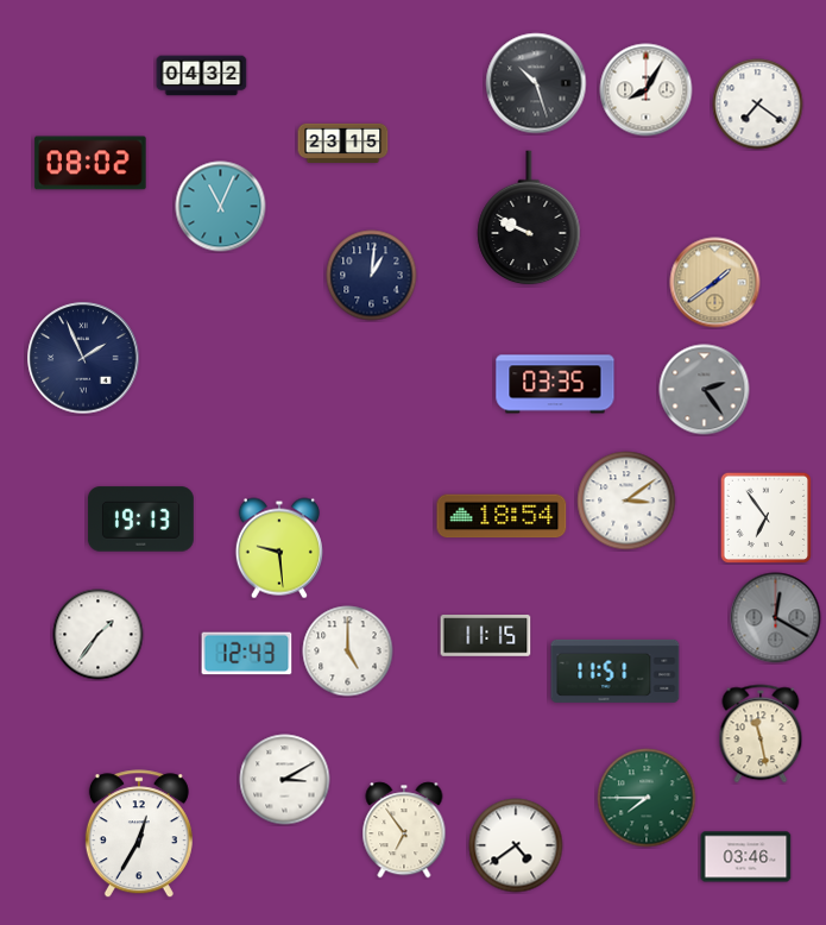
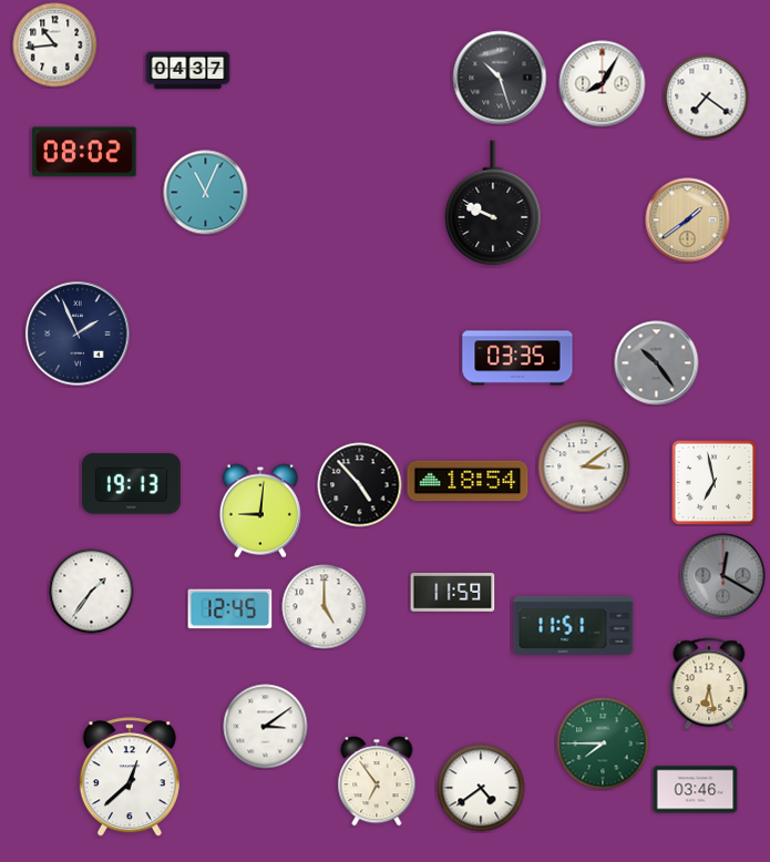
clock at (55, 45): none -> 10:44
clock at (202, 76): 04:32 -> 04:37
clock at (343, 143): 23:15 -> none
clock at (372, 276): 1:01 -> none
clock at (715, 283) position: (715, 283) -> (688, 220)
clock at (705, 390): 2:24 -> 10:24
clock at (765, 517): 6:54 -> 6:58
clock at (360, 485): none -> 4:53
clock at (279, 548): 9:29 -> 9:01
clock at (486, 636): 11:15 -> 11:59
clock at (247, 654): 12:43 -> 12:45
clock at (761, 734): 11:28 -> 6:28
clock at (285, 780): 3:10 -> 3:09
clock at (404, 830) position: (404, 830) -> (377, 781)
clock at (139, 835): 12:35 -> 12:38
clock at (746, 857) position: (746, 857) -> (696, 790)
